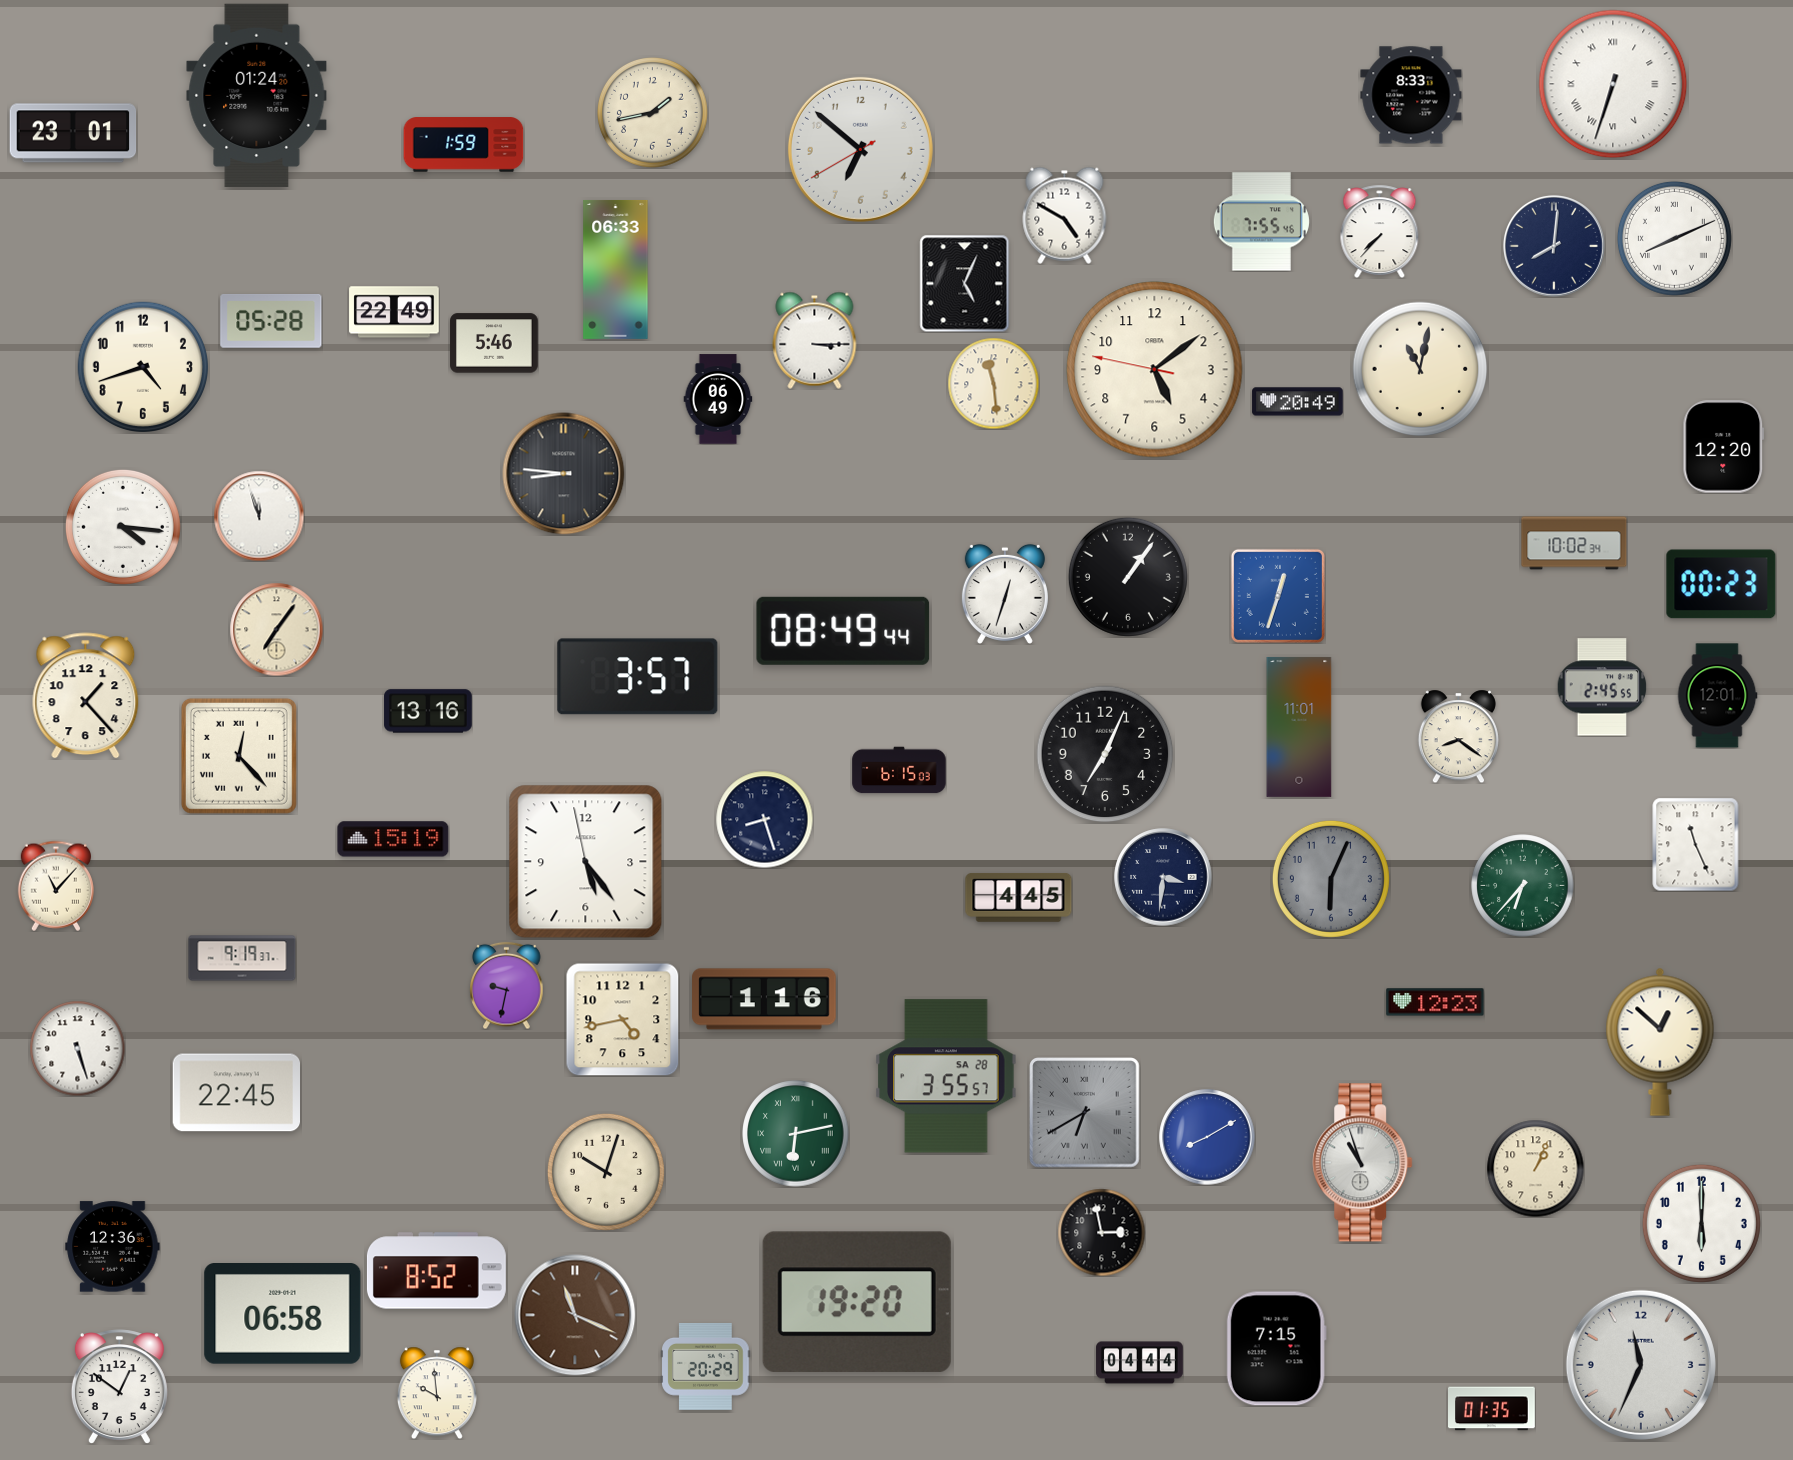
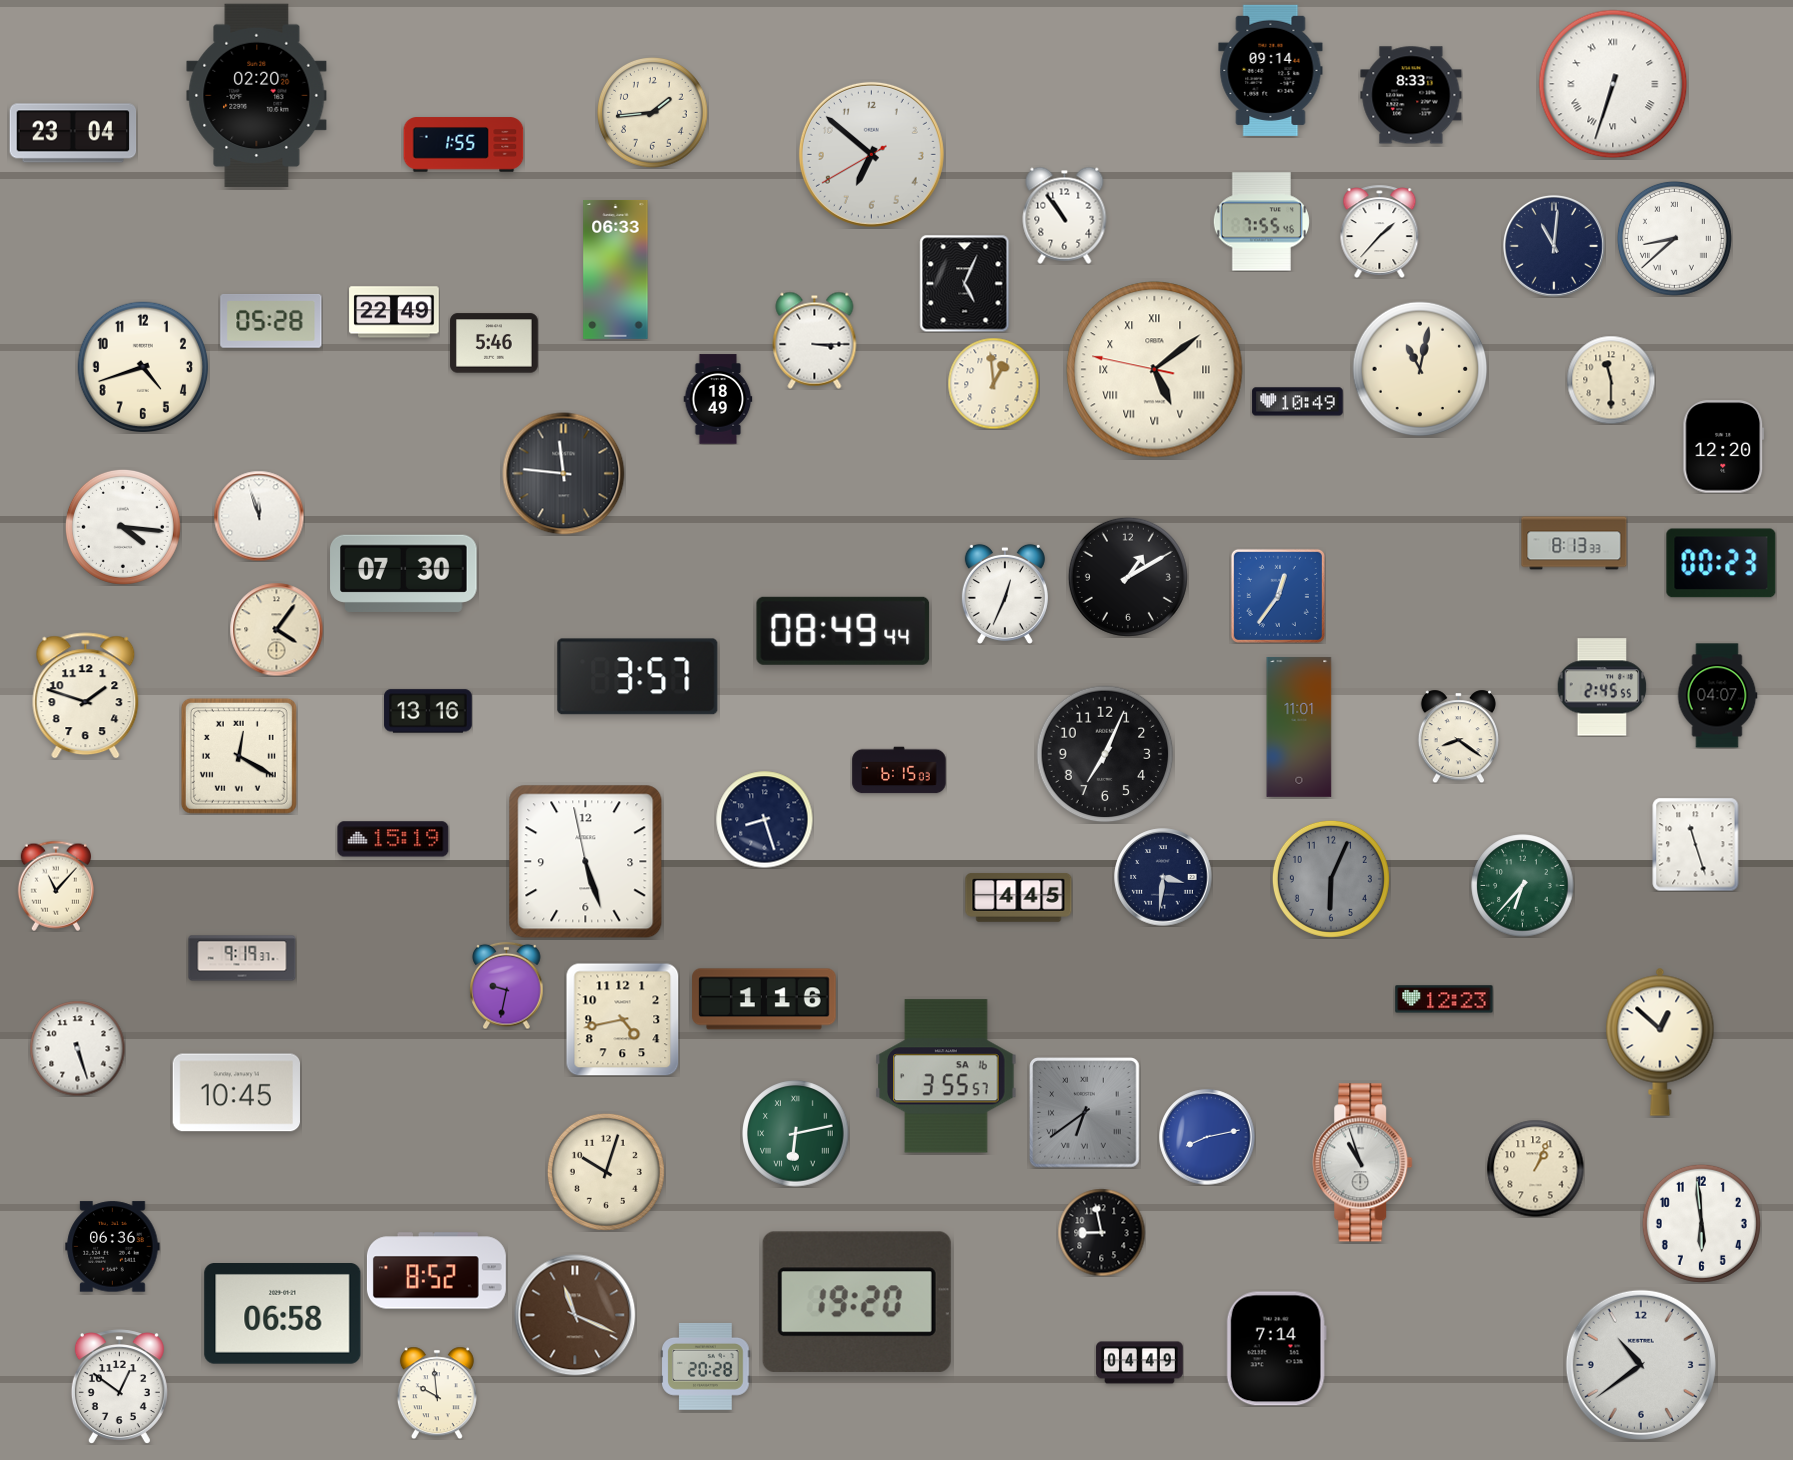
clock at (1271, 70): none -> 09:14
clock at (257, 95): 01:24 -> 02:20
clock at (653, 113): 1:43 -> 1:44
clock at (73, 133): 23:01 -> 23:04
clock at (464, 145): 1:59 -> 1:55
clock at (860, 149) position: (860, 149) -> (871, 154)
clock at (1065, 215): 4:50 -> 10:54
clock at (1380, 231): 7:37 -> 1:37
clock at (1674, 238): 8:11 -> 8:38
clock at (1554, 246): 8:01 -> 11:01
clock at (1155, 370) numerals: Arabic -> Roman
clock at (1611, 380): none -> 11:30
clock at (993, 383): 11:29 -> 12:59
clock at (718, 399): 06:49 -> 18:49
clock at (1298, 402): 20:49 -> 10:49
clock at (564, 474): 8:46 -> 11:46
clock at (1574, 543): 10:02 -> 8:13
clock at (404, 573): none -> 07:30
clock at (1128, 577): 1:06 -> 1:10
clock at (1721, 584) position: (1721, 584) -> (1721, 563)
clock at (1005, 594): 12:33 -> 12:34
clock at (1278, 596): 12:33 -> 12:36
clock at (276, 629): 7:06 -> 4:06
clock at (86, 696): 1:23 -> 1:48
clock at (1717, 696): 12:01 -> 04:07
clock at (239, 756): 12:23 -> 12:20
clock at (1696, 844): 11:26 -> 11:27
clock at (586, 862): 5:23 -> 5:26
clock at (1435, 1002) position: (1435, 1002) -> (1444, 999)
clock at (946, 1076) date: SA 28 -> SA 16
clock at (236, 1093): 22:45 -> 10:45
clock at (1085, 1113): 6:40 -> 6:39
clock at (1207, 1137): 8:10 -> 8:13
clock at (1701, 1223): 6:00 -> 5:59
clock at (1101, 1232): 2:58 -> 8:58
clock at (113, 1247): 12:36 -> 06:36
clock at (1276, 1349): 7:15 -> 7:14
clock at (1140, 1363): 04:44 -> 04:49
clock at (1641, 1365): 11:34 -> 10:39
clock at (706, 1366): 20:29 -> 20:28
clock at (1492, 1409): 01:35 -> none
